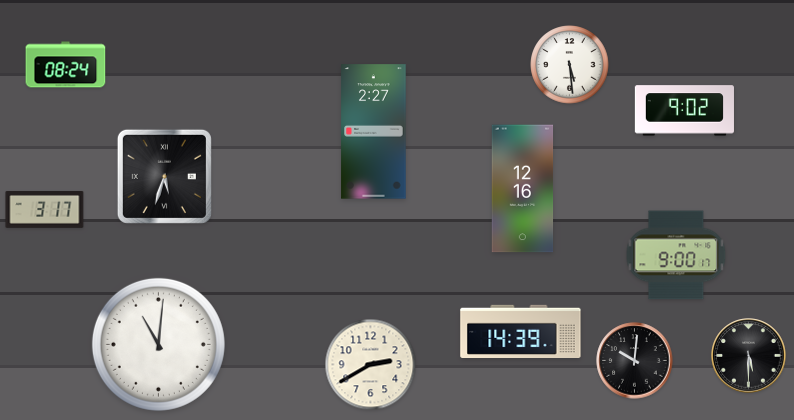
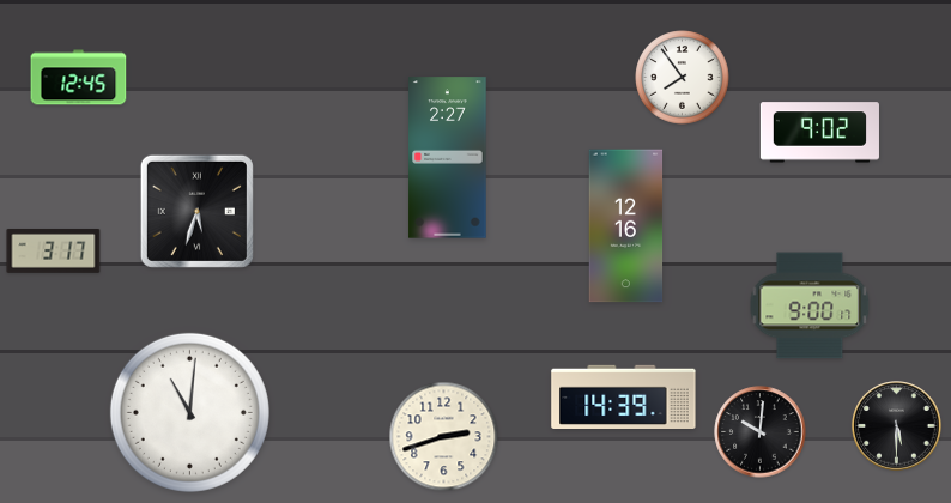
clock at (66, 65): 08:24 -> 12:45
clock at (570, 65): 5:29 -> 7:54
clock at (371, 365): 2:40 -> 2:42
